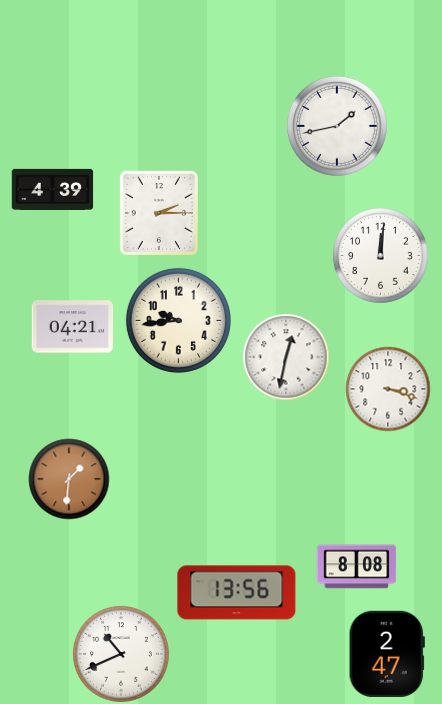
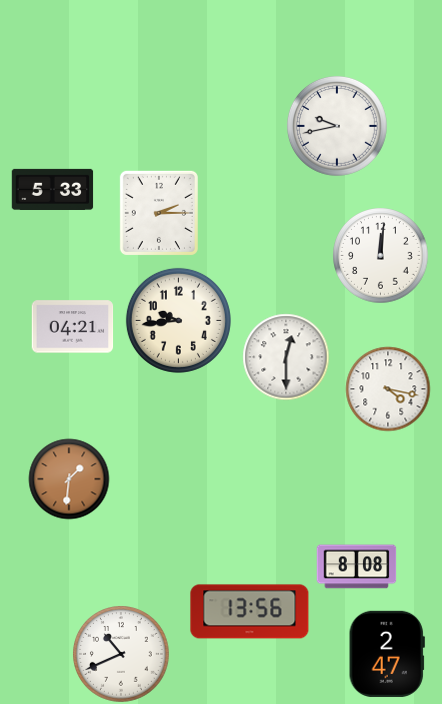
clock at (337, 126): 1:43 -> 9:43
clock at (52, 189): 4:39 -> 5:33
clock at (286, 357): 12:32 -> 12:30
clock at (388, 389): 3:18 -> 4:17
clock at (237, 593) position: (237, 593) -> (250, 612)
